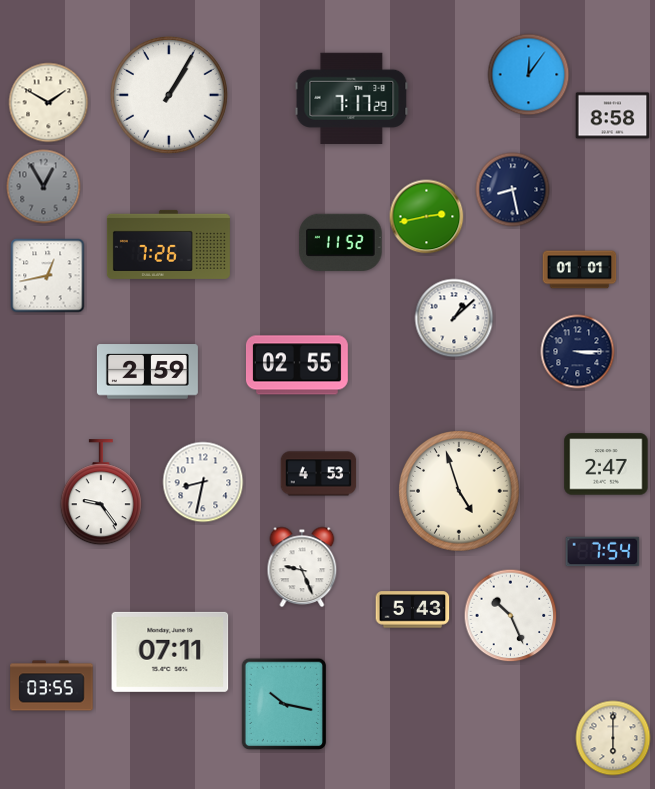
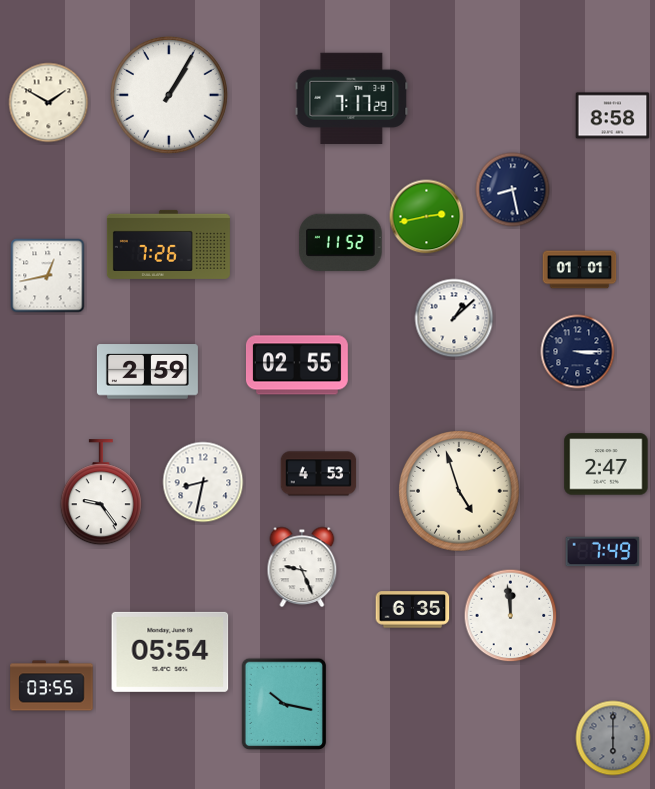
clock at (529, 75): 12:06 -> none
clock at (44, 187): 12:55 -> none
clock at (603, 552): 7:54 -> 7:49
clock at (413, 610): 5:43 -> 6:35
clock at (511, 616): 10:26 -> 11:59
clock at (170, 652): 07:11 -> 05:54
clock at (613, 738) dial: cream -> grey
